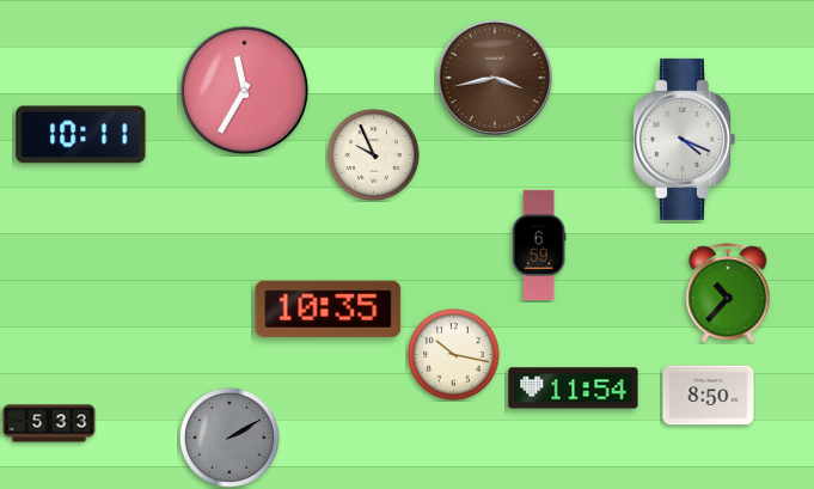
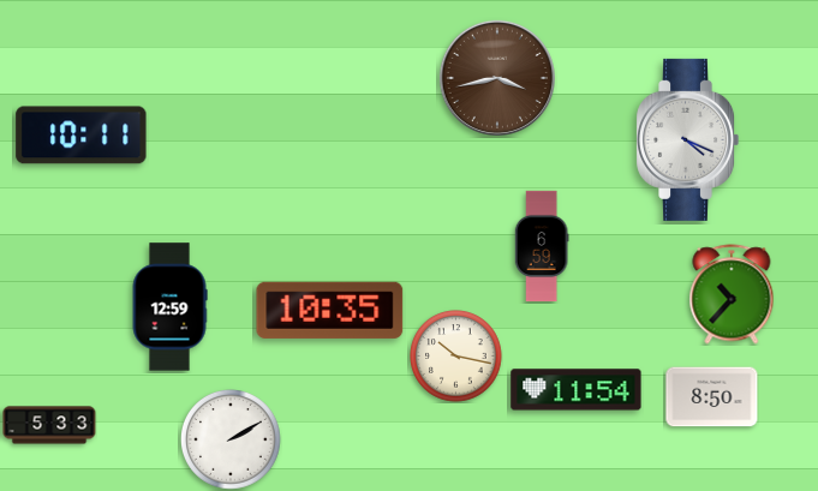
clock at (245, 91): 11:35 -> none
clock at (374, 155): 9:56 -> none
clock at (169, 307): none -> 12:59
clock at (231, 439) dial: grey -> white
